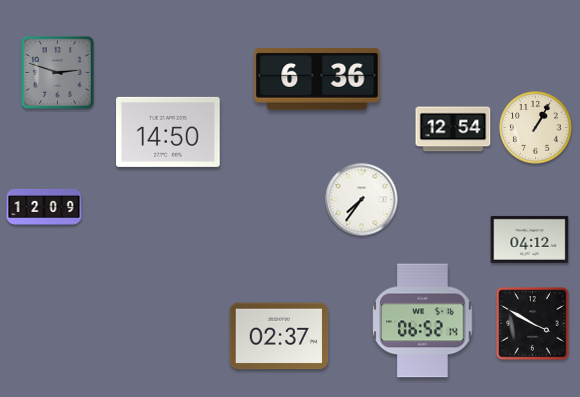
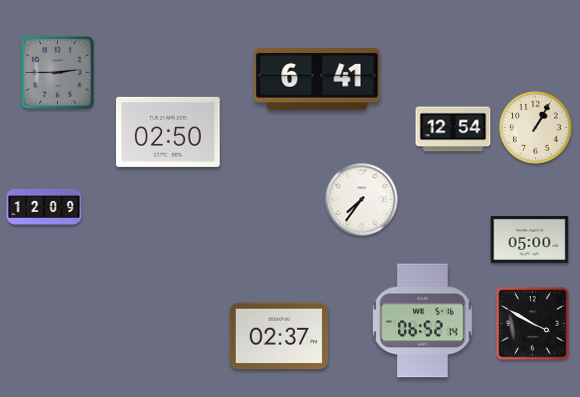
clock at (58, 73): 2:48 -> 2:45
clock at (317, 79): 6:36 -> 6:41
clock at (168, 132): 14:50 -> 02:50
clock at (530, 239): 04:12 -> 05:00
